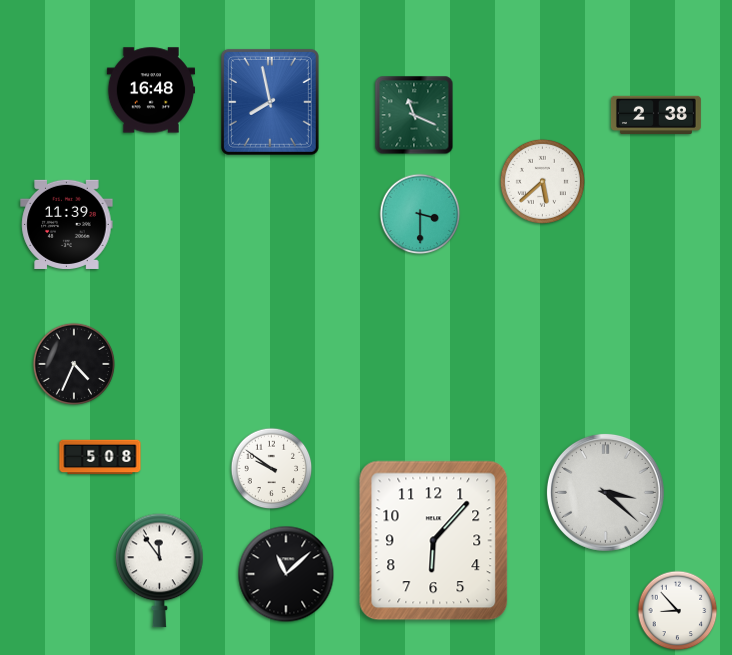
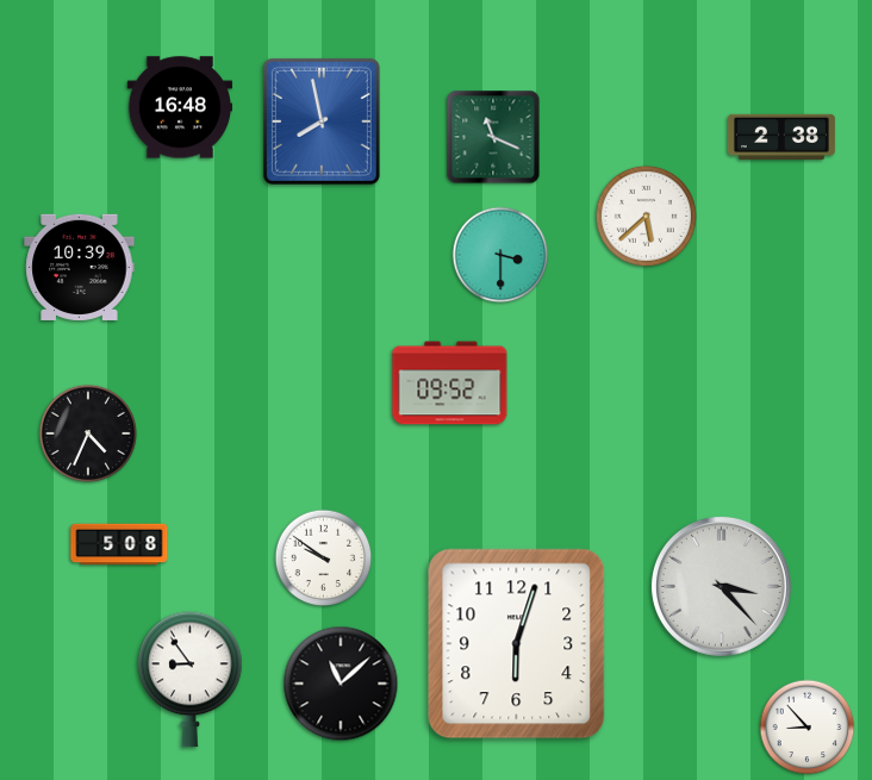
clock at (67, 224): 11:39 -> 10:39
clock at (450, 383): none -> 09:52
clock at (605, 492): 3:22 -> 3:23
clock at (434, 541): 6:07 -> 6:03
clock at (160, 571): 11:54 -> 8:54
